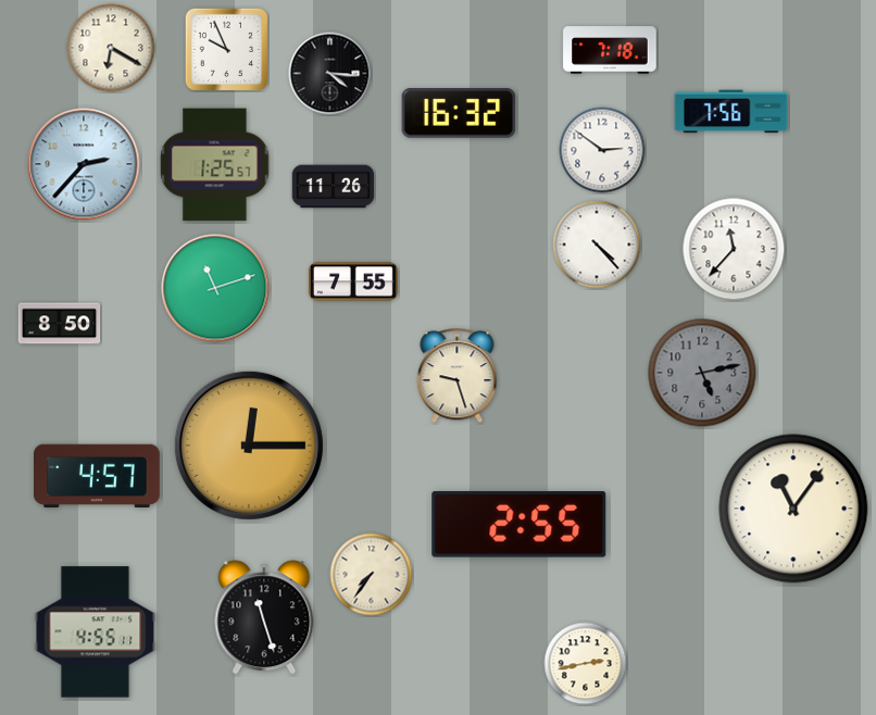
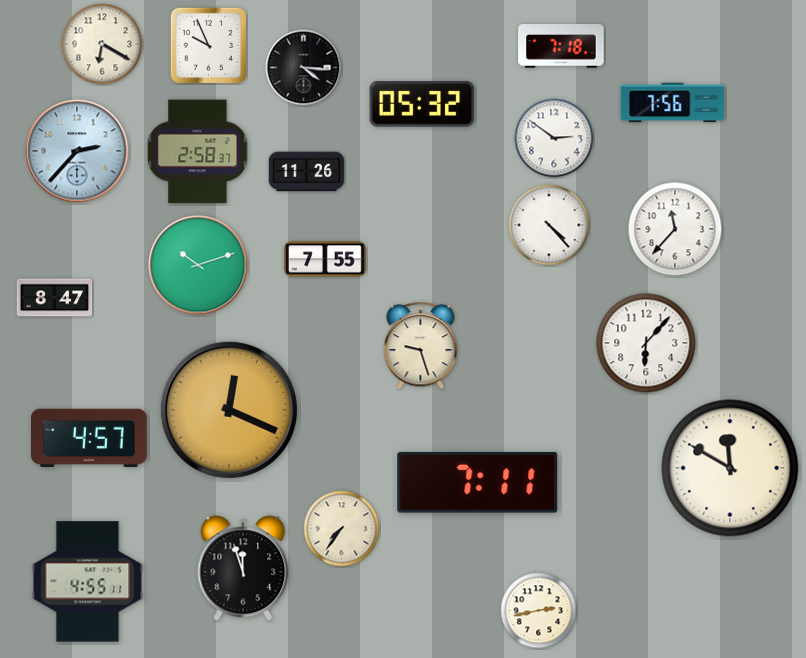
clock at (459, 113): 16:32 -> 05:32
clock at (215, 165): 1:25 -> 2:58
clock at (215, 288): 11:12 -> 10:12
clock at (60, 324): 8:50 -> 8:47
clock at (702, 373): 5:13 -> 6:07
clock at (702, 373) dial: grey -> white
clock at (249, 446): 12:15 -> 12:19
clock at (793, 509): 11:06 -> 11:50
clock at (520, 525): 2:55 -> 7:11
clock at (264, 617): 11:27 -> 11:57
